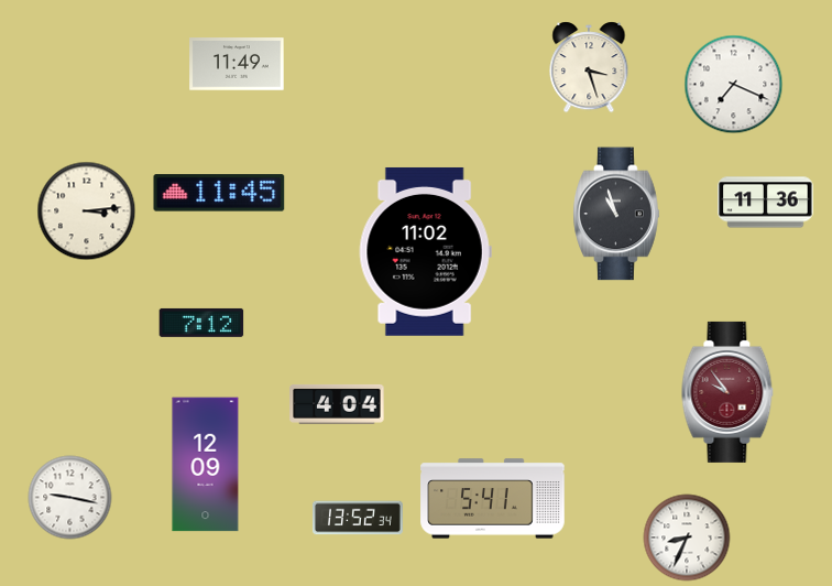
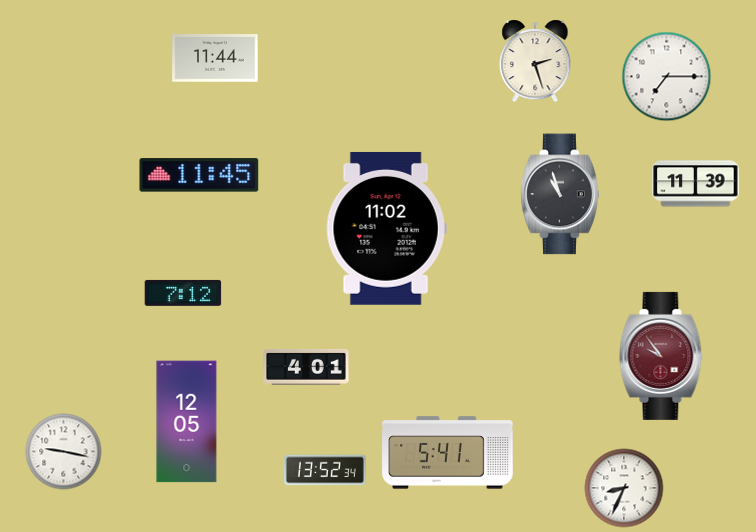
clock at (237, 64): 11:49 -> 11:44
clock at (589, 67): 3:27 -> 2:27
clock at (734, 85): 7:19 -> 7:15
clock at (766, 203): 11:36 -> 11:39
clock at (87, 211): 3:14 -> none
clock at (337, 404): 4:04 -> 4:01
clock at (206, 465): 12:09 -> 12:05
